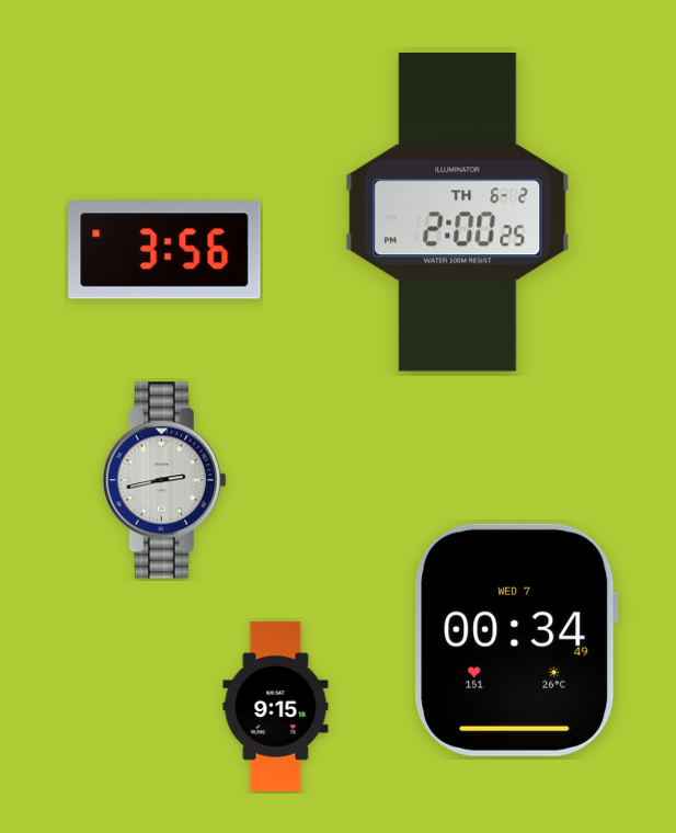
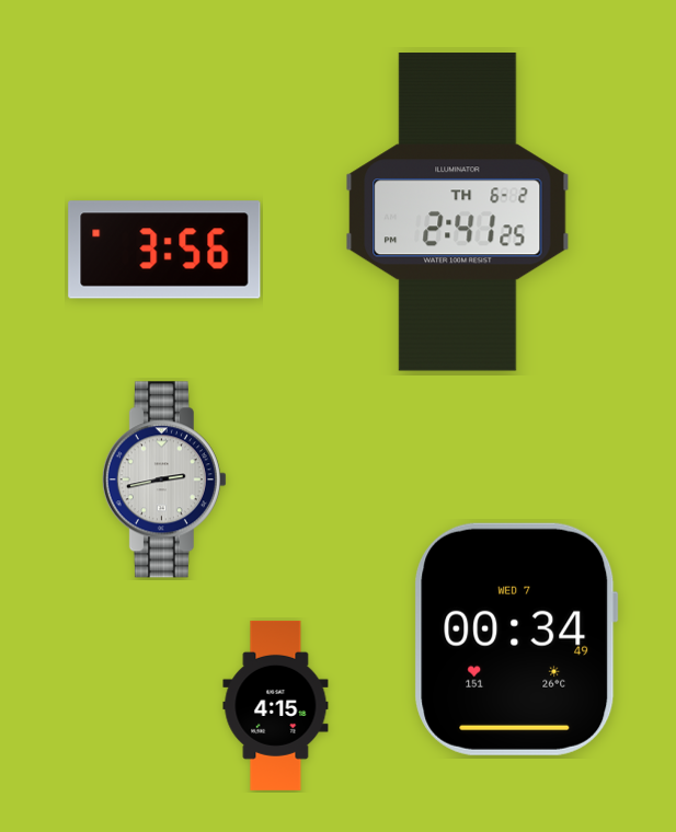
clock at (458, 213): 2:00 -> 2:41
clock at (276, 706): 9:15 -> 4:15
